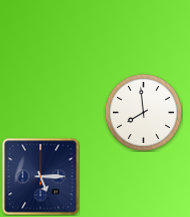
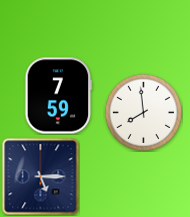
clock at (59, 96): none -> 7:59
